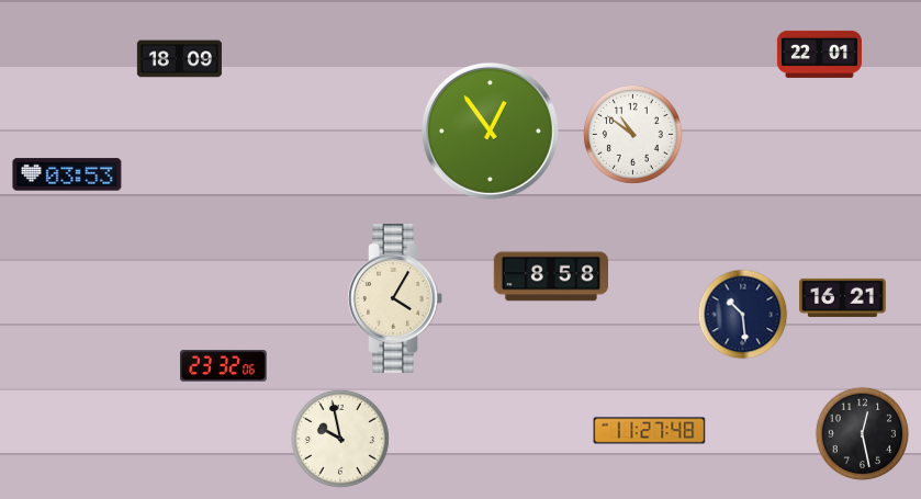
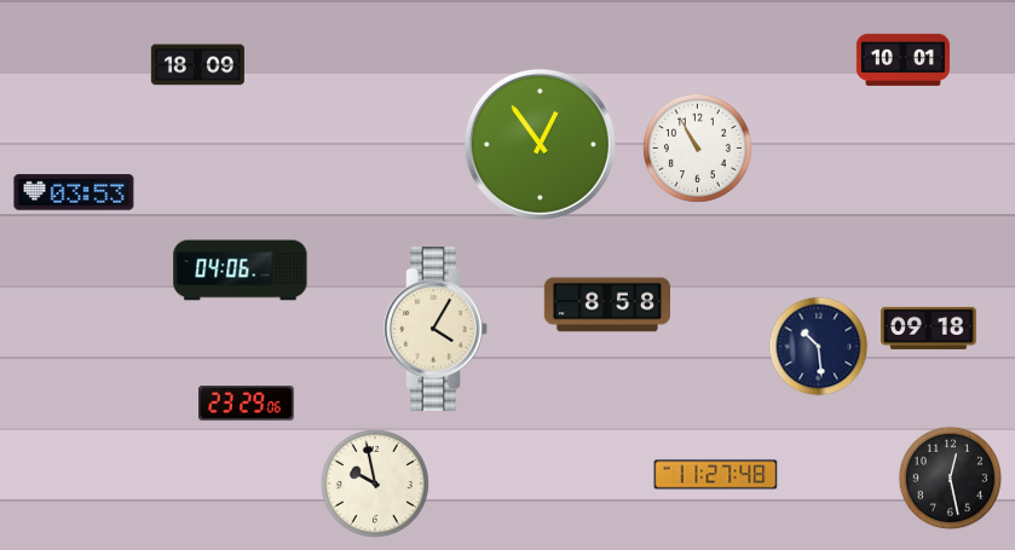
clock at (819, 54): 22:01 -> 10:01
clock at (632, 134): 10:51 -> 10:55
clock at (241, 271): none -> 04:06
clock at (843, 297): 16:21 -> 09:18
clock at (224, 366): 23:32 -> 23:29
